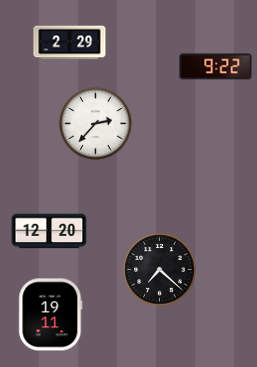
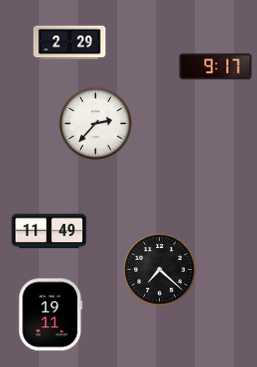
clock at (216, 67): 9:22 -> 9:17
clock at (49, 231): 12:20 -> 11:49
